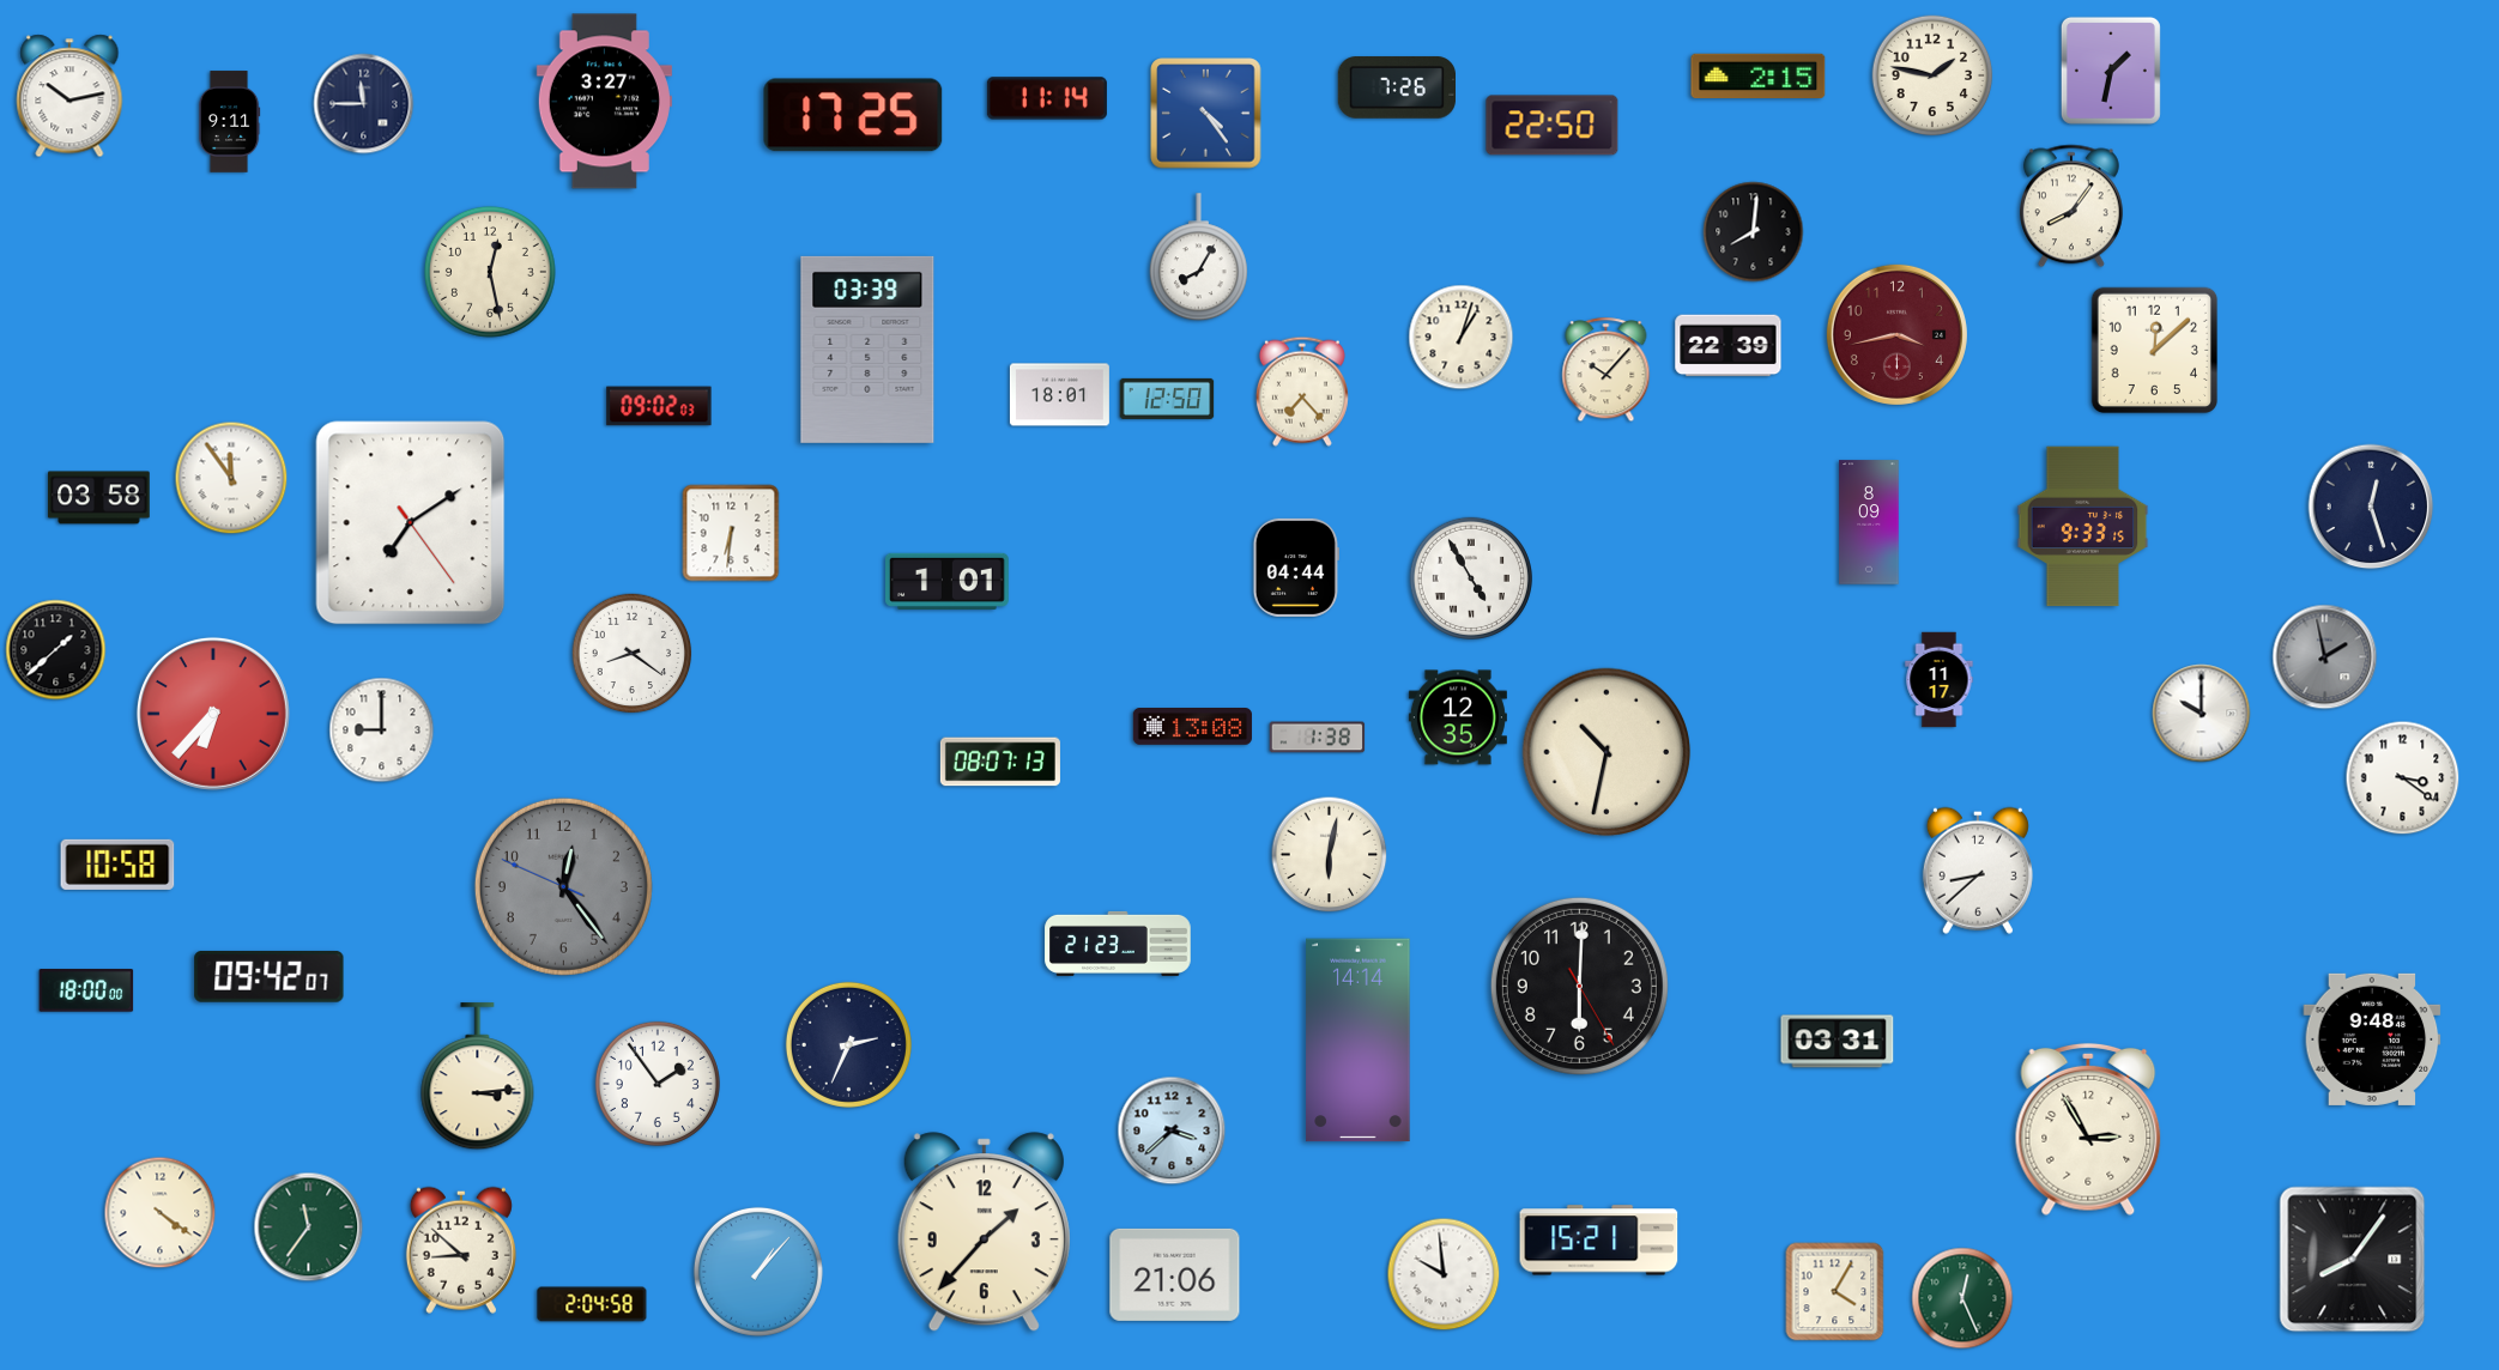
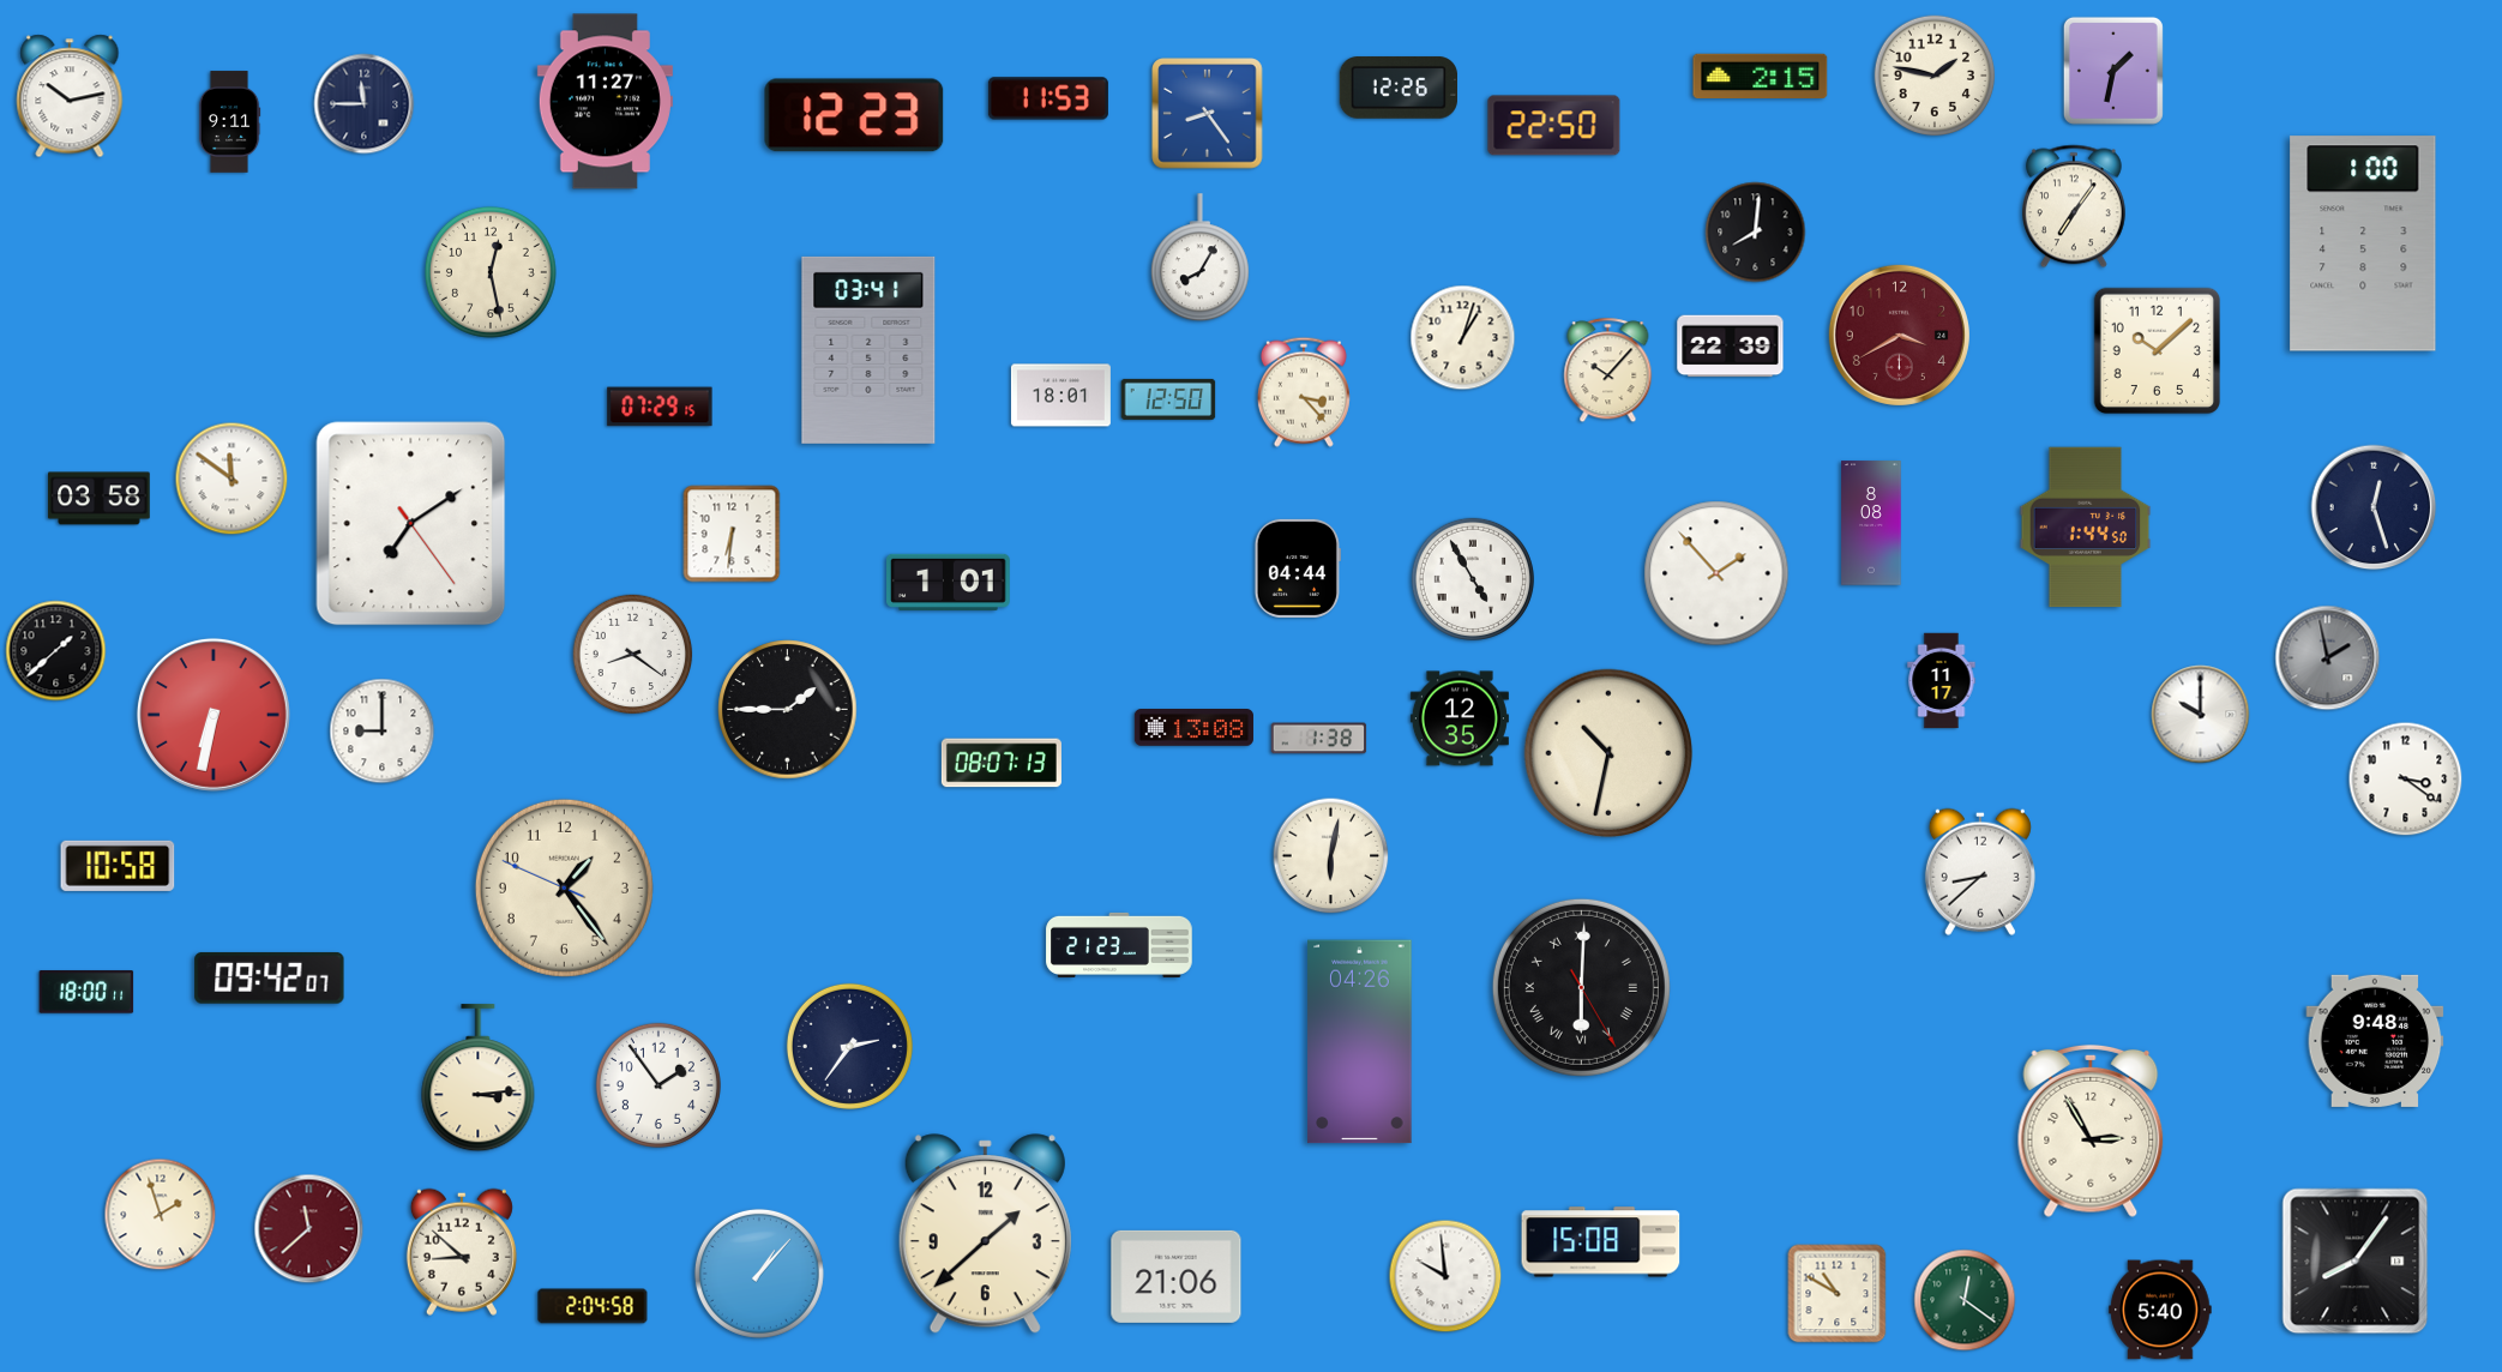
clock at (1396, 87): 7:26 -> 12:26
clock at (1047, 98): 11:14 -> 11:53
clock at (604, 102): 3:27 -> 11:27
clock at (1206, 114): 4:24 -> 8:24
clock at (853, 115): 17:25 -> 12:23
clock at (2071, 206): 8:06 -> 7:06
clock at (2363, 243): none -> 1:00
clock at (1896, 334): 3:43 -> 3:40
clock at (867, 350): 03:39 -> 03:41
clock at (2155, 351): 12:08 -> 10:08
clock at (1302, 392): 7:23 -> 3:23
clock at (659, 406): 09:02 -> 07:29
clock at (231, 478): 11:54 -> 11:51
clock at (1869, 522): 8:09 -> 8:08
clock at (2083, 527): 9:33 -> 1:44
clock at (1716, 573): none -> 1:53
clock at (788, 710): none -> 1:45
clock at (213, 714): 6:37 -> 6:32
clock at (2202, 714) position: (2202, 714) -> (2201, 715)
clock at (563, 886): 12:23 -> 1:23
clock at (563, 886) dial: grey -> cream
clock at (1579, 986) numerals: Arabic -> Roman
clock at (86, 990): 18:00:00 -> 18:00:11
clock at (1359, 1041): 14:14 -> 04:26
clock at (1838, 1042): 03:31 -> none
clock at (848, 1044): 2:34 -> 2:36
clock at (1172, 1130): 3:38 -> none
clock at (161, 1213): 4:21 -> 1:57
clock at (309, 1227): 11:36 -> 11:38
clock at (309, 1227) dial: green -> burgundy
clock at (984, 1232): 1:37 -> 1:38
clock at (1599, 1241): 15:21 -> 15:08
clock at (1835, 1292): 4:05 -> 10:50
clock at (1962, 1298): 12:26 -> 12:21
clock at (2160, 1310): none -> 5:40
